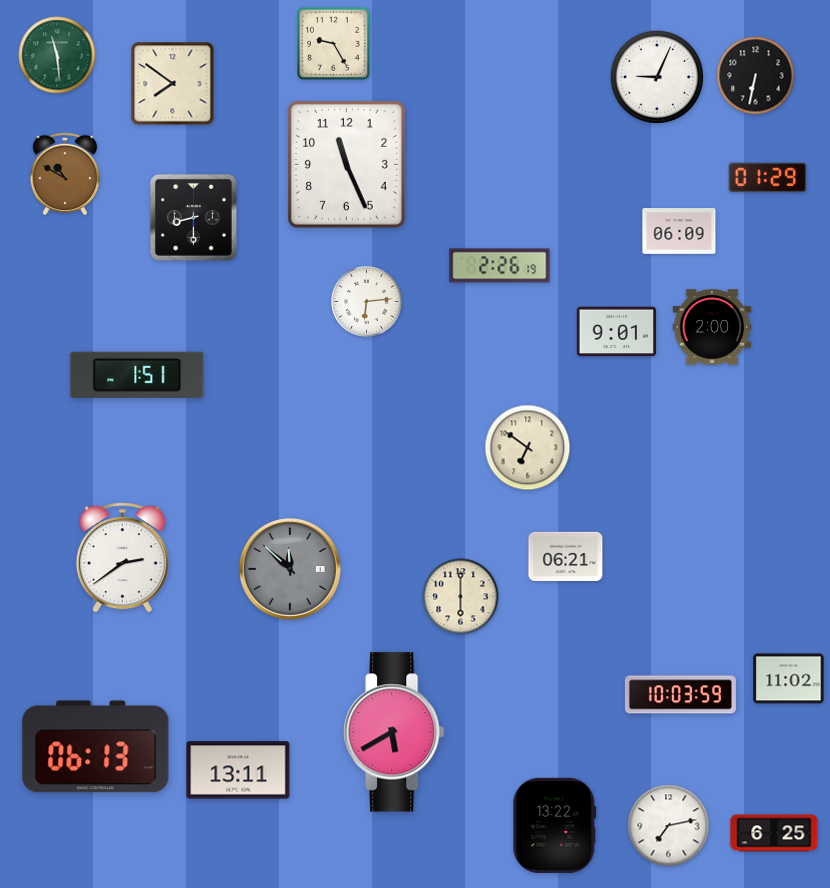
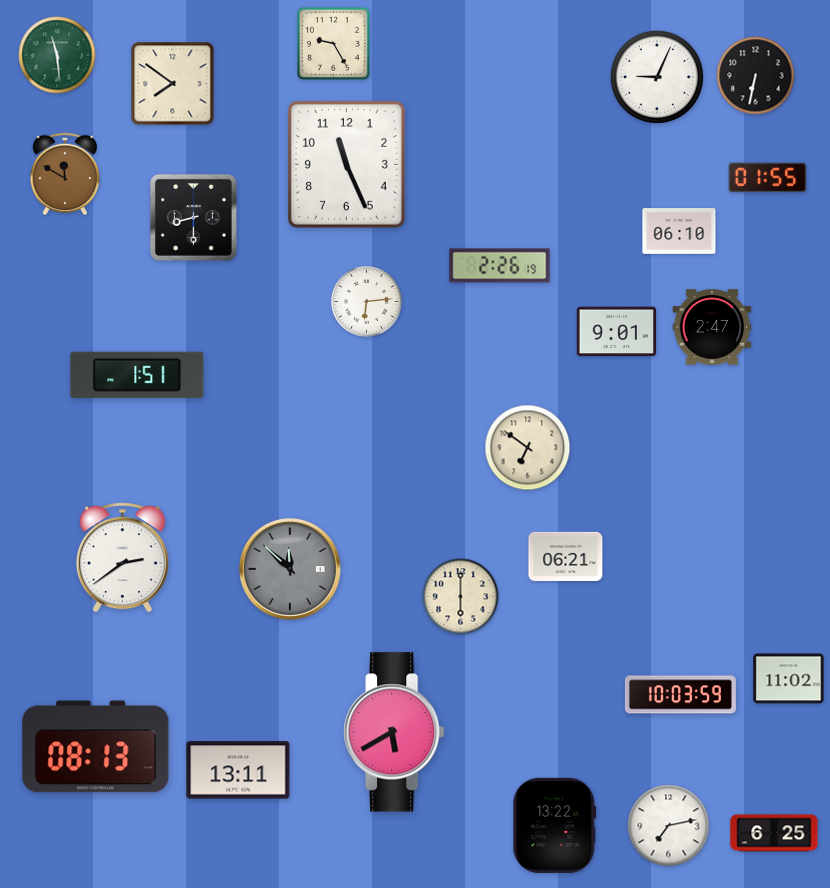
clock at (64, 174): 10:50 -> 11:50
clock at (768, 178): 01:29 -> 01:55
clock at (679, 232): 06:09 -> 06:10
clock at (712, 327): 2:00 -> 2:47
clock at (96, 747): 06:13 -> 08:13
